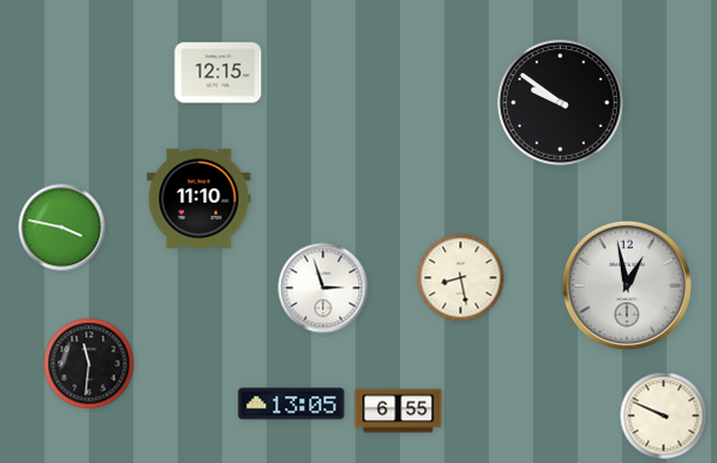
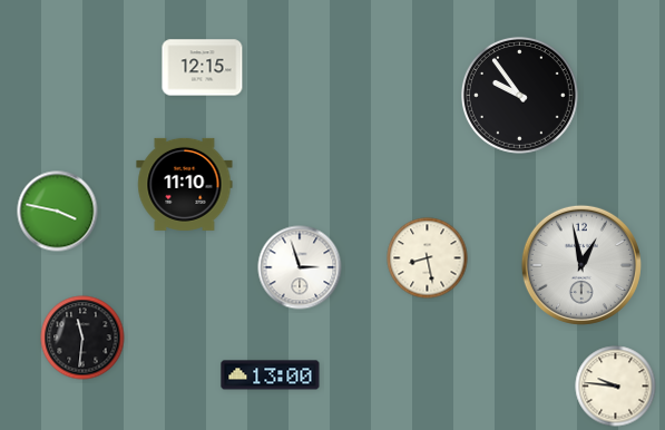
clock at (560, 102): 9:51 -> 9:54
clock at (292, 404): 13:05 -> 13:00
clock at (399, 411): 6:55 -> none
clock at (664, 416): 9:49 -> 9:46
